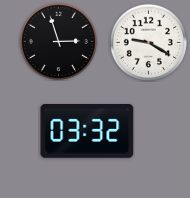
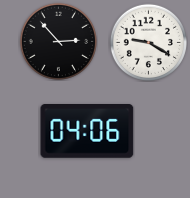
clock at (58, 41): 2:57 -> 2:53
clock at (87, 132): 03:32 -> 04:06
